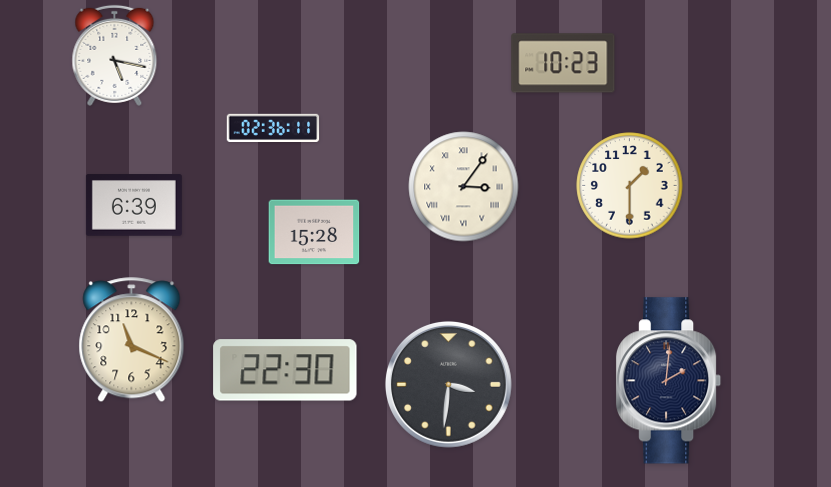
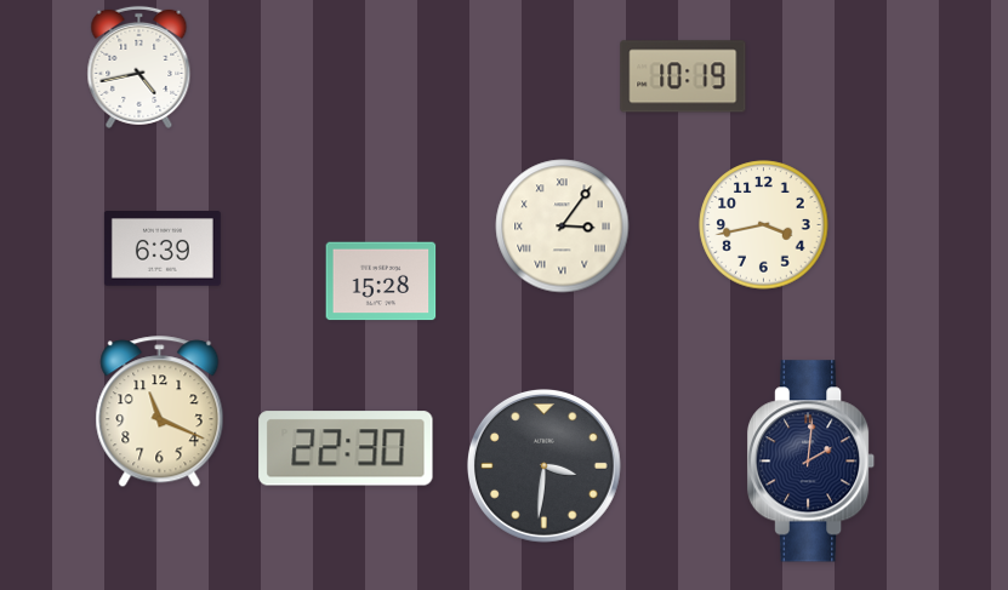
clock at (115, 55): 5:17 -> 4:43
clock at (563, 63): 10:23 -> 10:19
clock at (273, 127): 02:36 -> none
clock at (630, 186): 1:30 -> 3:43
